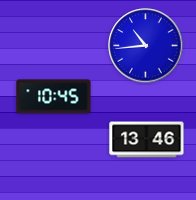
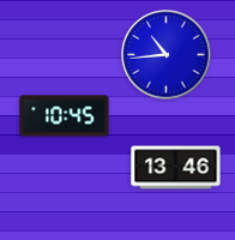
clock at (146, 46) position: (146, 46) -> (167, 55)
